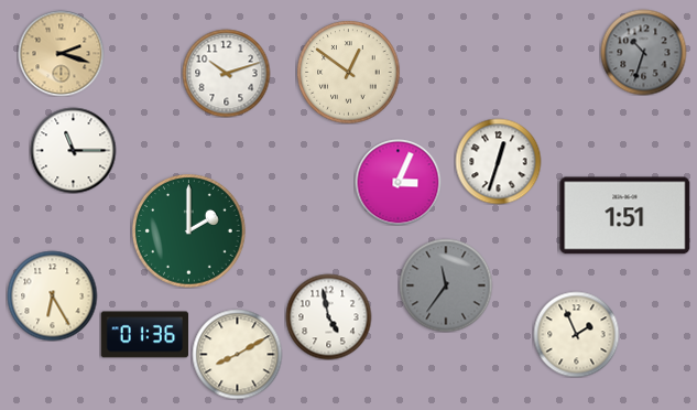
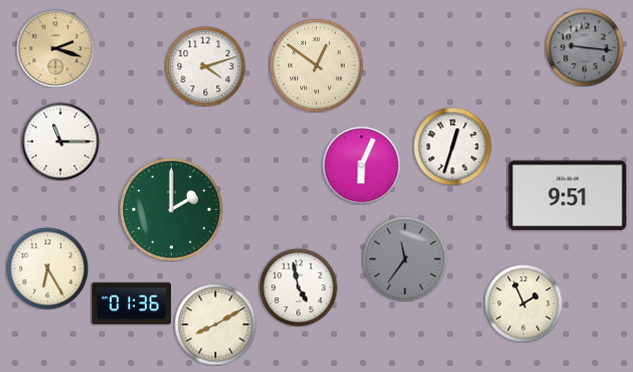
clock at (643, 52): 10:33 -> 9:16
clock at (226, 73): 10:12 -> 4:12
clock at (73, 150) position: (73, 150) -> (60, 141)
clock at (397, 182): 3:04 -> 6:04
clock at (625, 216): 1:51 -> 9:51
clock at (237, 354) position: (237, 354) -> (215, 324)
